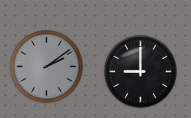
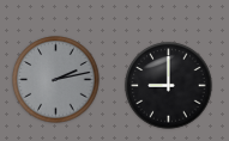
clock at (47, 67): 2:09 -> 2:13
